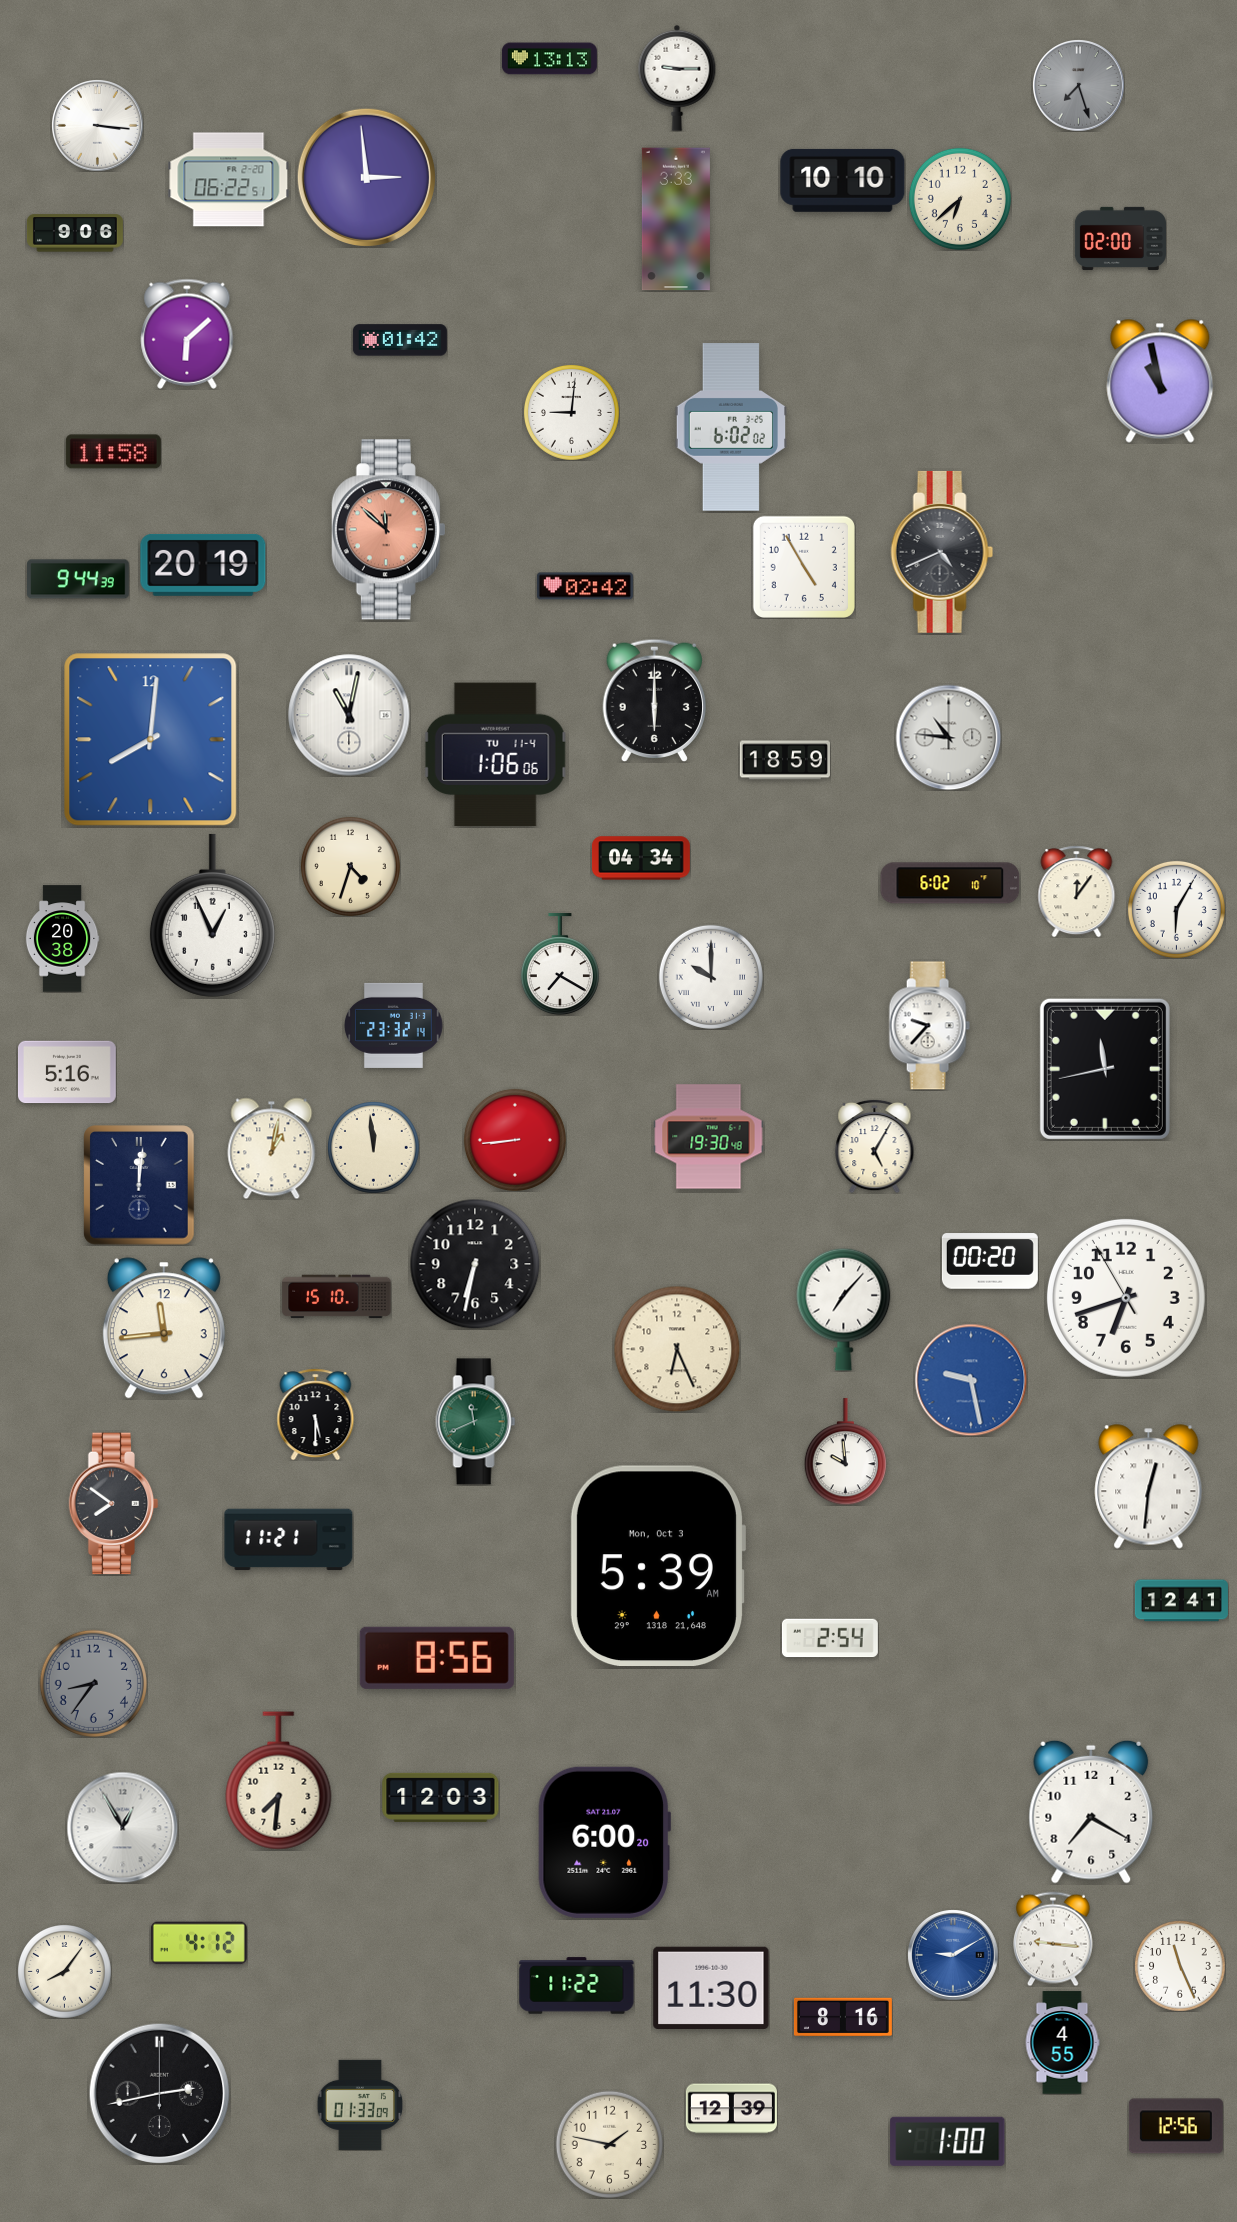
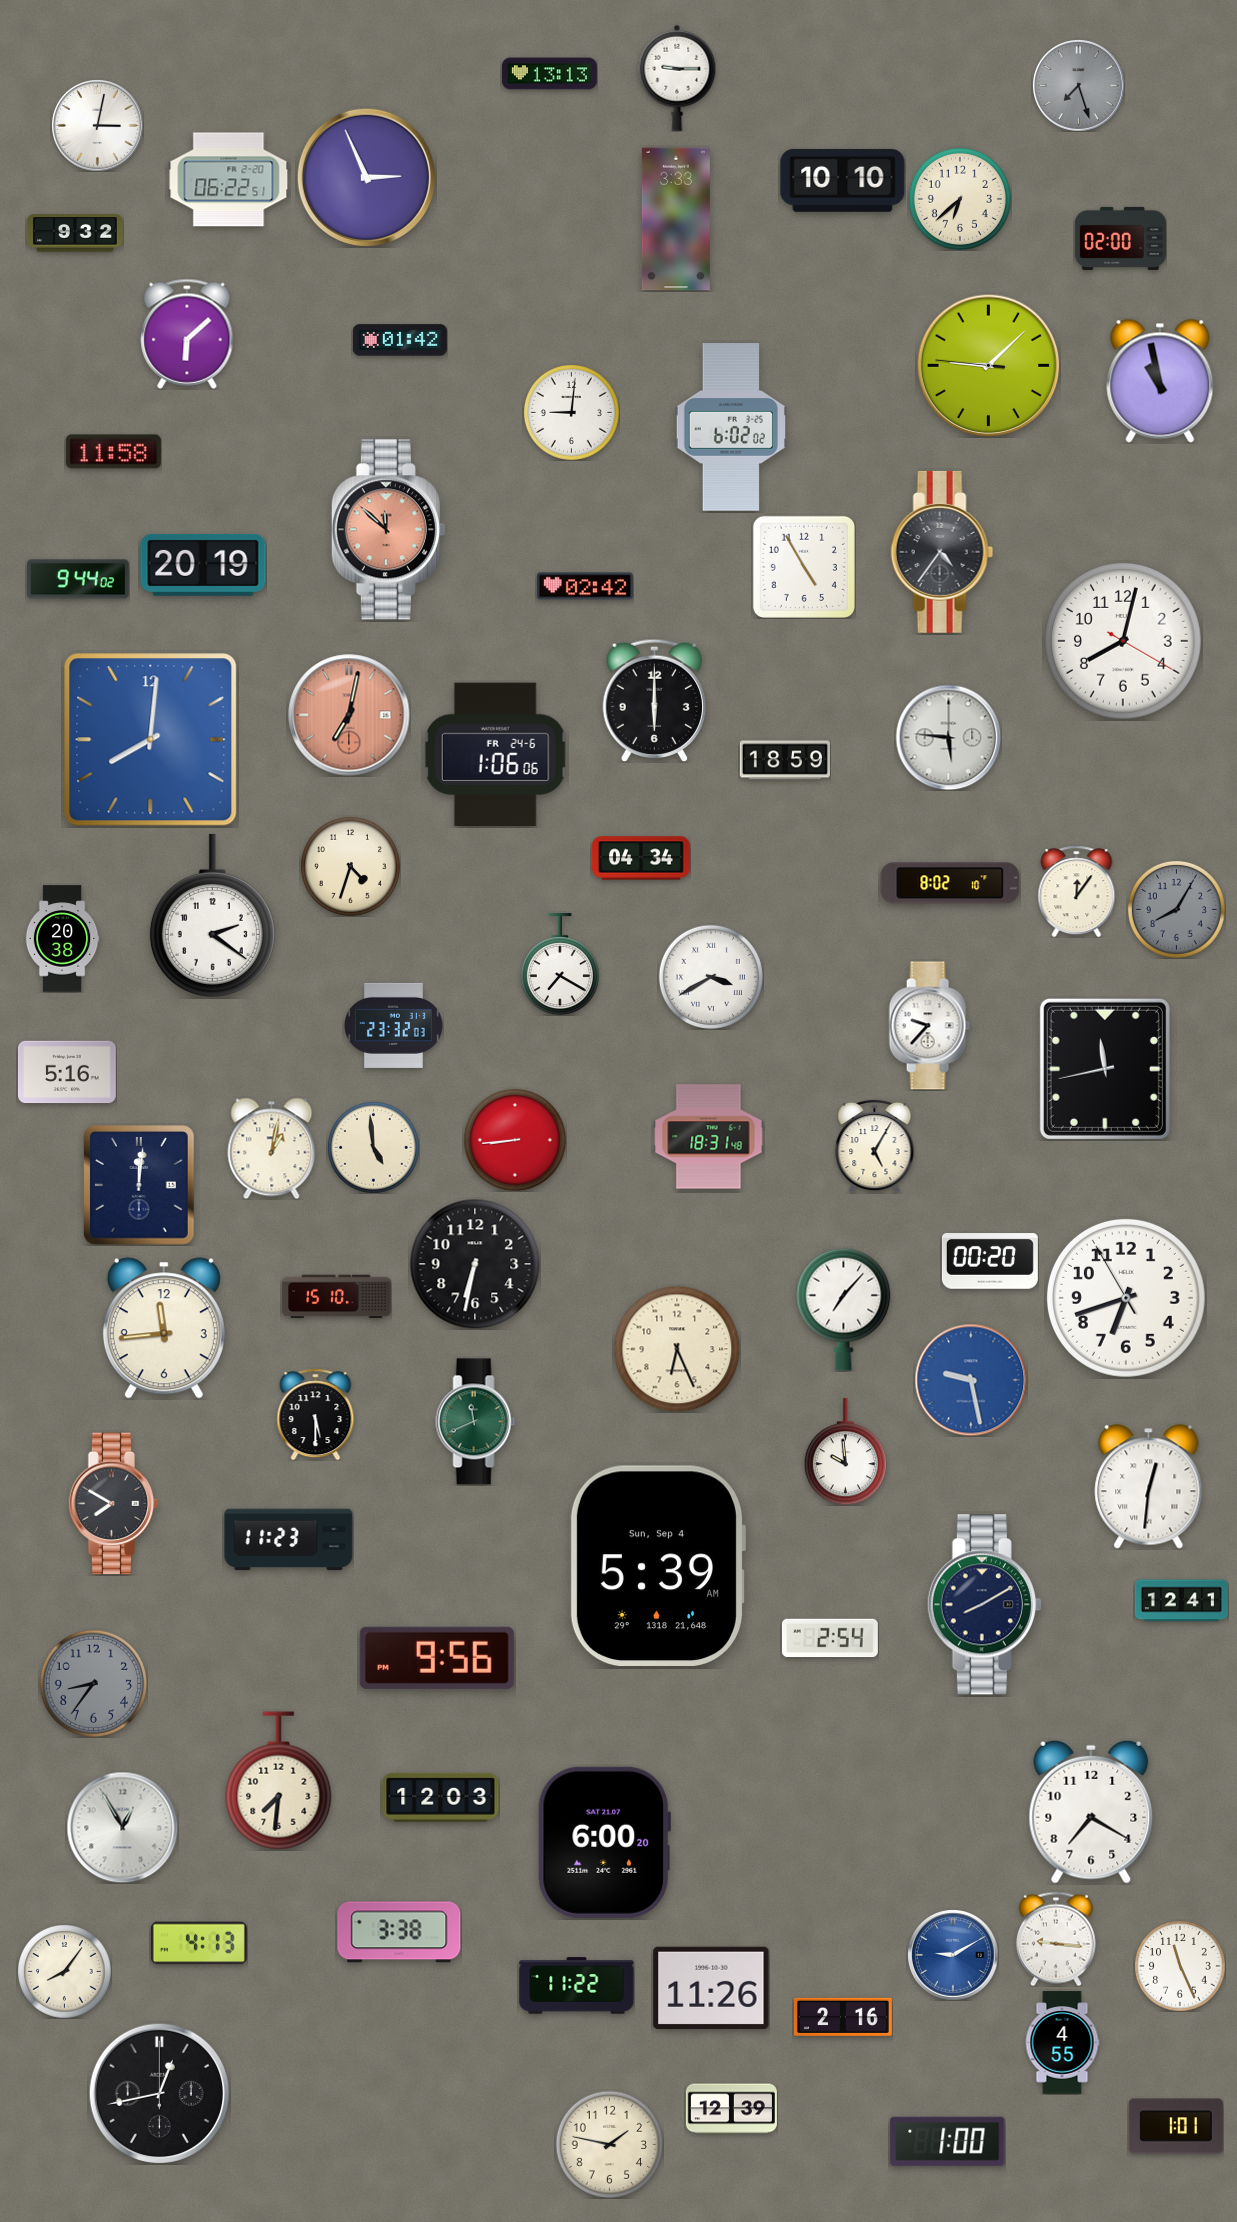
clock at (549, 59) position: (549, 59) -> (549, 74)
clock at (98, 126): 3:16 -> 3:02
clock at (366, 177): 2:59 -> 2:56
clock at (75, 233): 9:06 -> 9:32
clock at (988, 365): none -> 9:07
clock at (942, 552): 4:41 -> 4:36
clock at (79, 579): 9:44:39 -> 9:44:02
clock at (1123, 641): none -> 8:02
clock at (349, 715): 11:02 -> 7:02
clock at (349, 715) dial: white -> salmon
clock at (948, 737): 10:46 -> 5:46
clock at (495, 755) date: TU 11-4 -> FR 24-6
clock at (950, 883): 6:02 -> 8:02
clock at (1176, 909): 6:05 -> 8:05
clock at (1176, 909) dial: white -> grey
clock at (212, 915): 12:56 -> 2:21
clock at (711, 977): 10:00 -> 3:40
clock at (394, 1025): 23:32:14 -> 23:32:03
clock at (709, 1137): 19:30 -> 18:31
clock at (373, 1147): 11:59 -> 4:59
clock at (114, 1504): 7:51 -> 7:50
clock at (289, 1540): 11:21 -> 11:23
clock at (657, 1565) date: Mon, Oct 3 -> Sun, Sep 4
clock at (984, 1605): none -> 8:10
clock at (437, 1658): 8:56 -> 9:56
clock at (399, 1932): none -> 3:38
clock at (1053, 1939) position: (1053, 1939) -> (1056, 1939)
clock at (199, 1943): 4:12 -> 4:13
clock at (711, 1987): 11:30 -> 11:26
clock at (843, 2017): 8:16 -> 2:16
clock at (159, 2093): 2:43 -> 12:43
clock at (360, 2105): 01:33 -> none
clock at (1176, 2126): 12:56 -> 1:01
